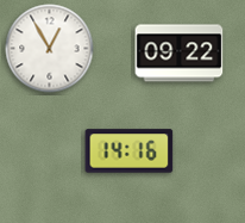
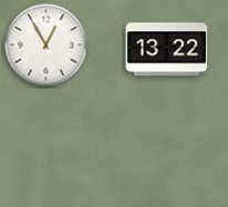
clock at (180, 54): 09:22 -> 13:22
clock at (130, 151): 14:16 -> none
